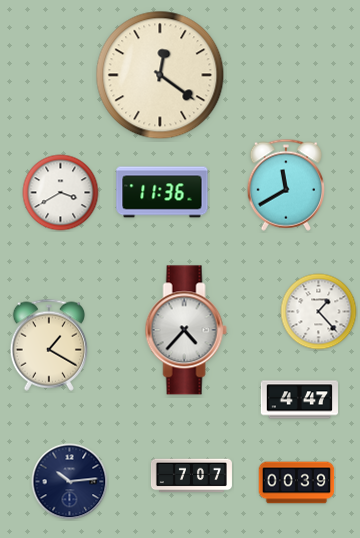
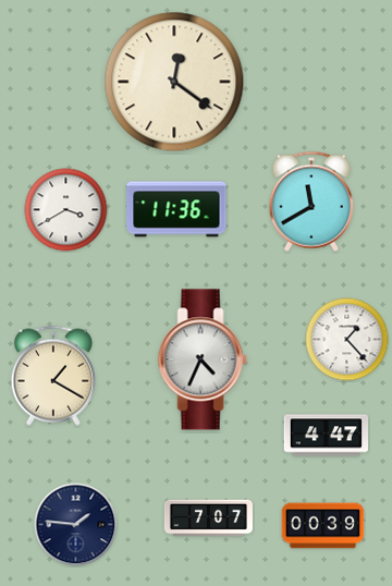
clock at (186, 330): 4:37 -> 4:34
clock at (70, 482): 10:14 -> 1:46
